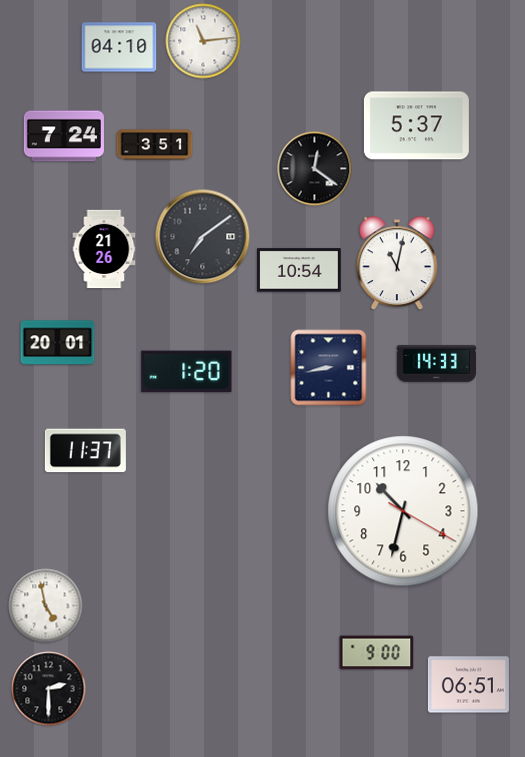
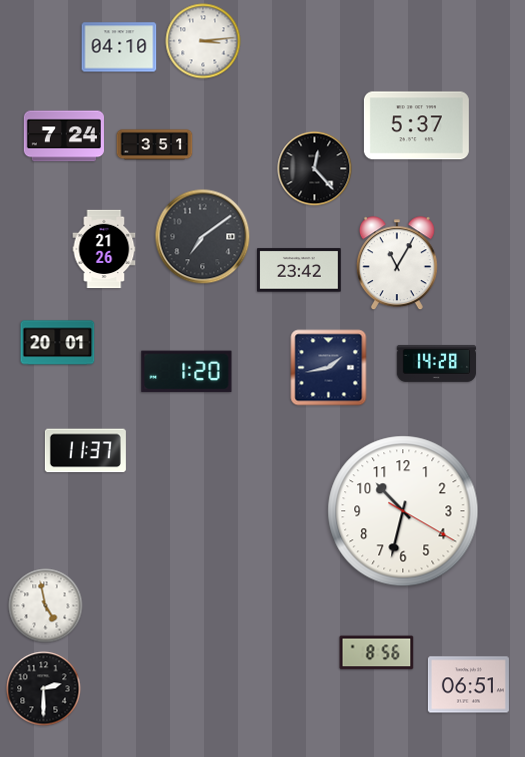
clock at (203, 41): 11:14 -> 3:14
clock at (315, 169): 12:21 -> 12:23
clock at (397, 264): 11:02 -> 11:05
clock at (300, 270): 10:54 -> 23:42
clock at (436, 363): 14:33 -> 14:28
clock at (329, 368): 8:43 -> 1:43
clock at (377, 653): 9:00 -> 8:56
clock at (49, 689) position: (49, 689) -> (44, 689)
